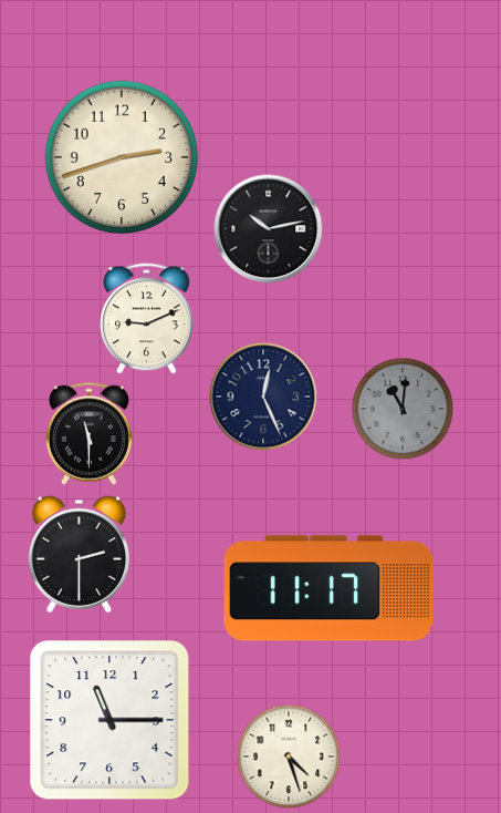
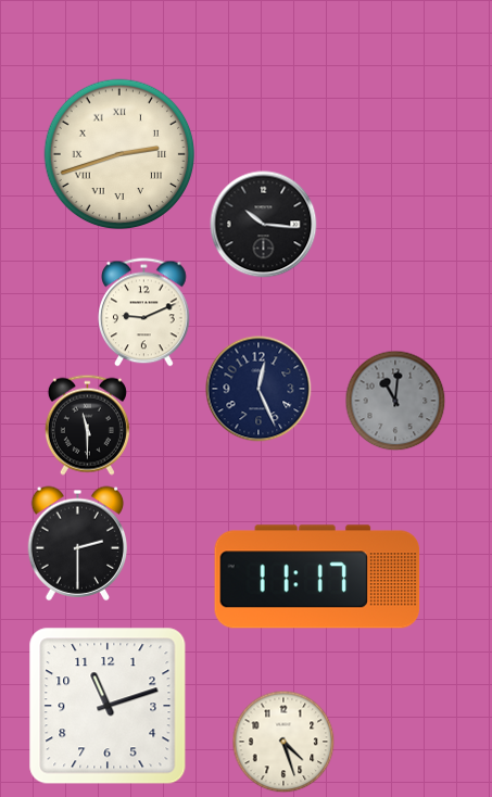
clock at (122, 157) numerals: Arabic -> Roman
clock at (269, 229): 10:13 -> 10:16
clock at (328, 588) position: (328, 588) -> (317, 577)
clock at (109, 720): 11:15 -> 11:12
